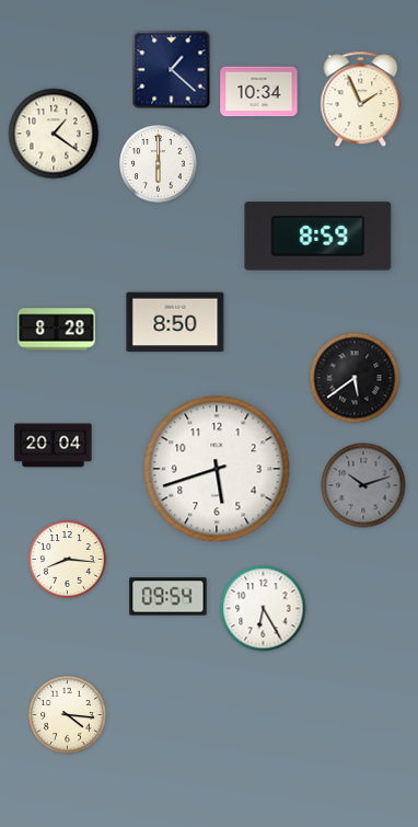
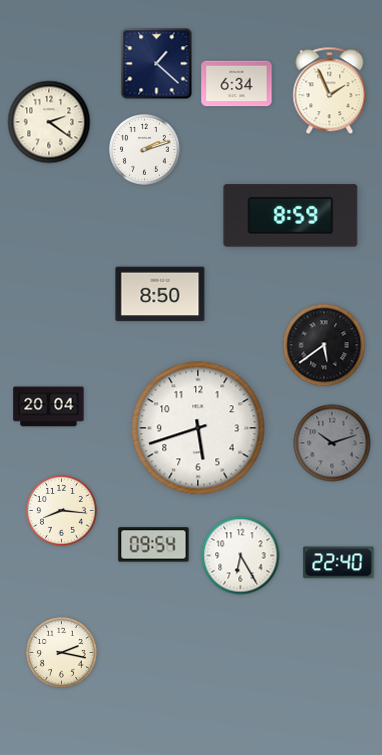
clock at (259, 92): 10:34 -> 6:34
clock at (54, 134): 1:21 -> 2:21
clock at (159, 164): 6:00 -> 2:12
clock at (57, 330): 8:28 -> none
clock at (339, 563): none -> 22:40
clock at (68, 715): 4:16 -> 2:17
